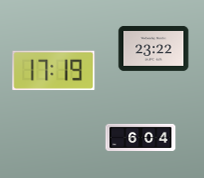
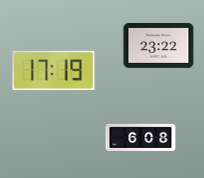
clock at (154, 48) position: (154, 48) -> (159, 45)
clock at (141, 137): 6:04 -> 6:08
